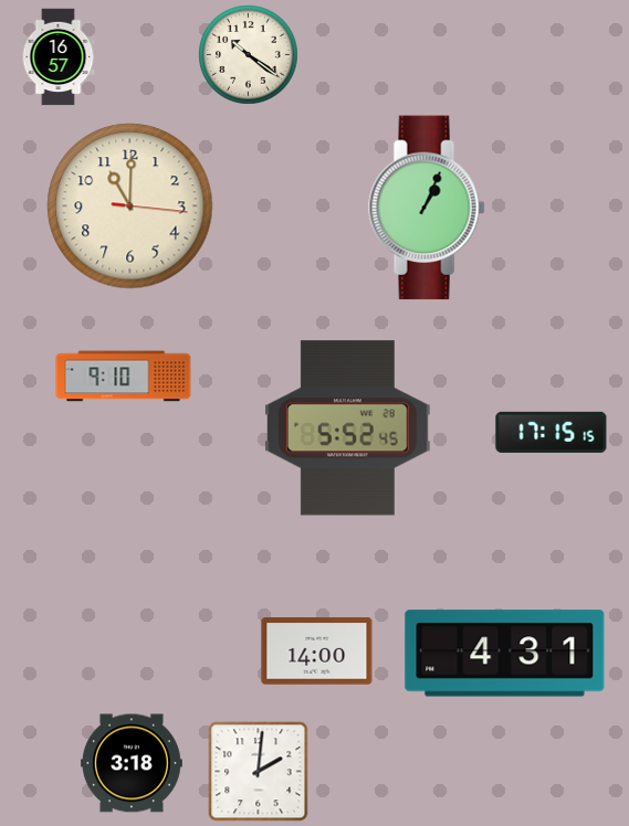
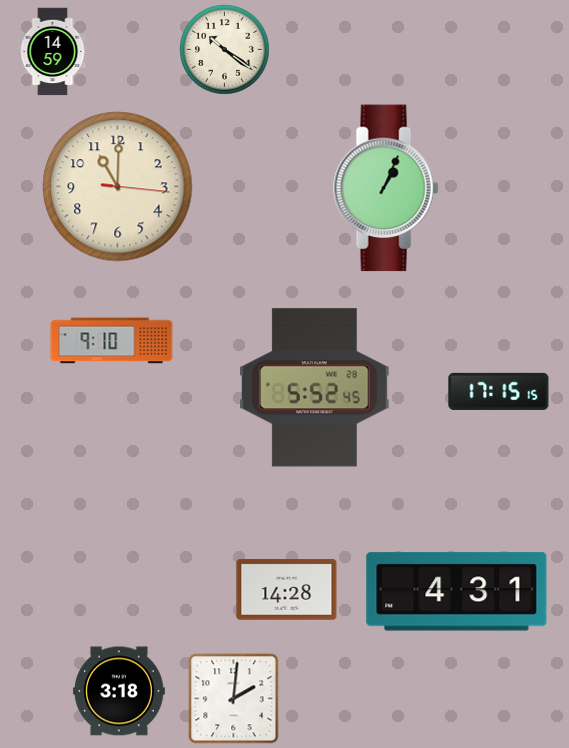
clock at (59, 57): 16:57 -> 14:59
clock at (317, 652): 14:00 -> 14:28
